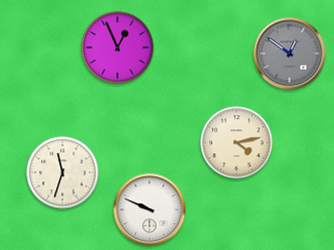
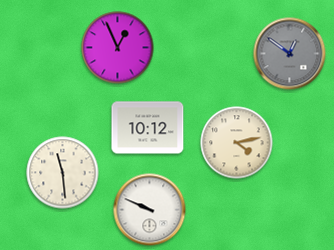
clock at (148, 128): none -> 10:12
clock at (63, 173): 11:33 -> 11:29
